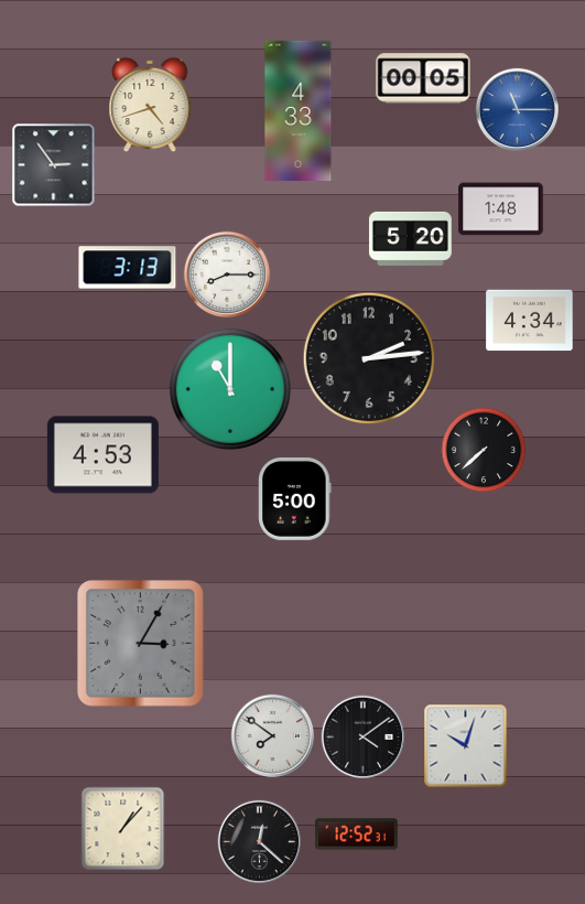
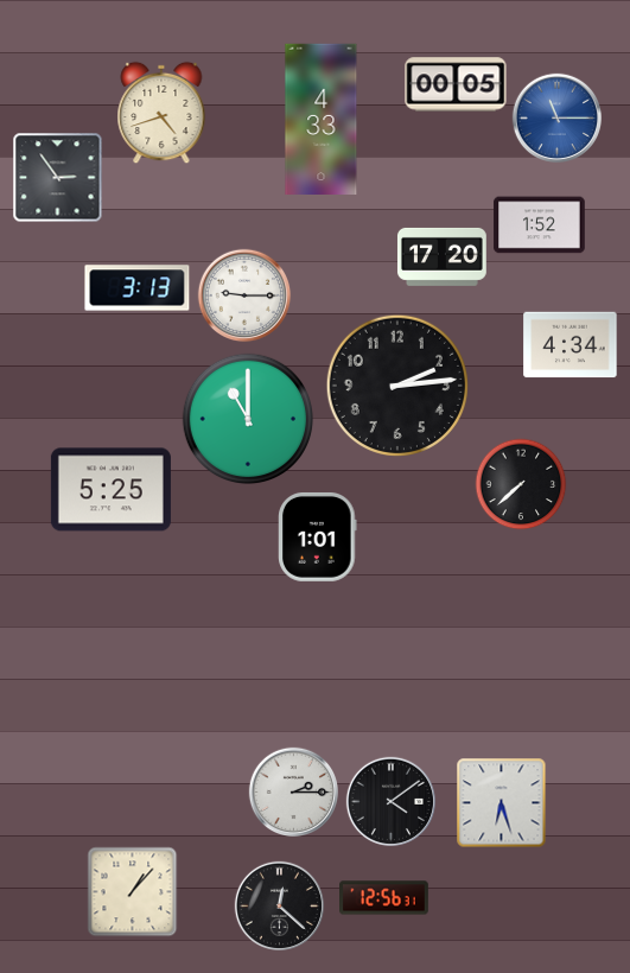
clock at (501, 209): 1:48 -> 1:52
clock at (410, 238): 5:20 -> 17:20
clock at (227, 275): 8:15 -> 9:15
clock at (102, 455): 4:53 -> 5:25
clock at (295, 498): 5:00 -> 1:01
clock at (141, 644): 3:05 -> none
clock at (272, 735): 7:51 -> 2:15
clock at (362, 736) position: (362, 736) -> (390, 801)
clock at (466, 746): 10:03 -> 6:27
clock at (357, 835): 12:52 -> 12:56
